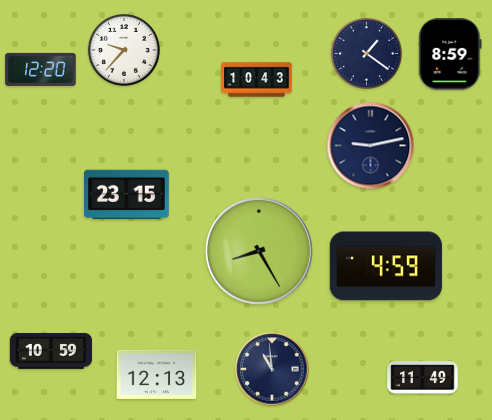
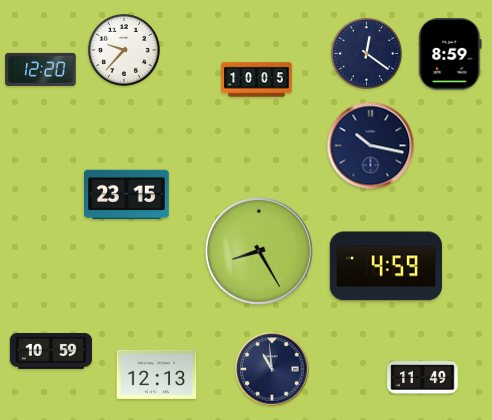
clock at (366, 53): 1:21 -> 12:21
clock at (257, 80): 10:43 -> 10:05
clock at (371, 146): 9:13 -> 10:17
